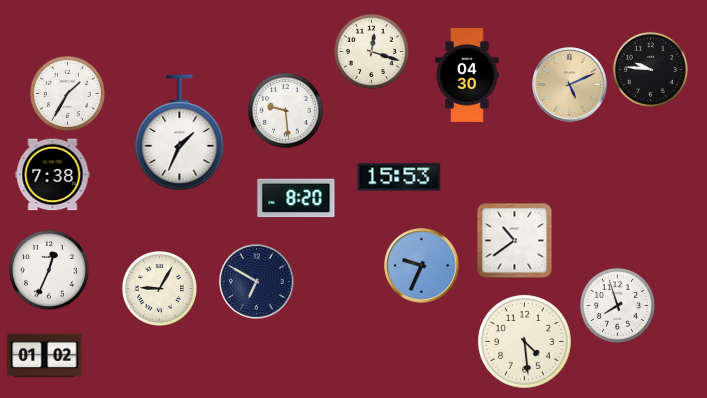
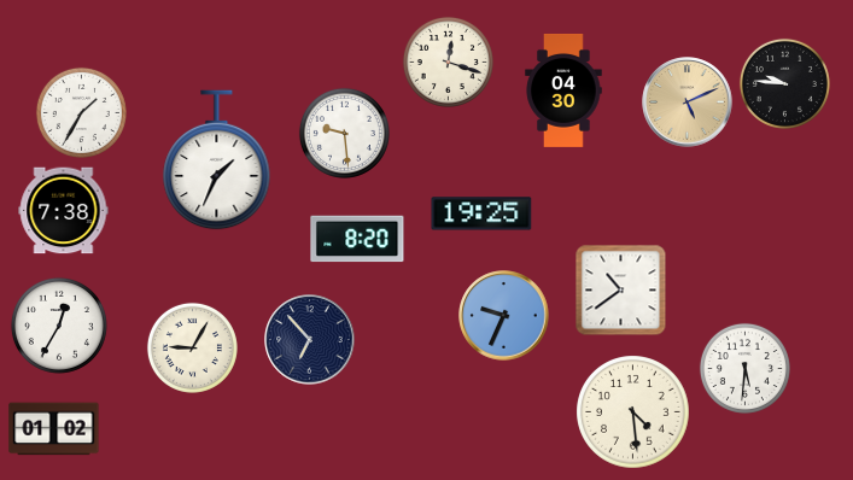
clock at (399, 177): 15:53 -> 19:25
clock at (422, 266) position: (422, 266) -> (504, 316)
clock at (49, 270): 12:34 -> 12:35
clock at (257, 282): 6:50 -> 6:53
clock at (617, 305): 7:57 -> 5:31
